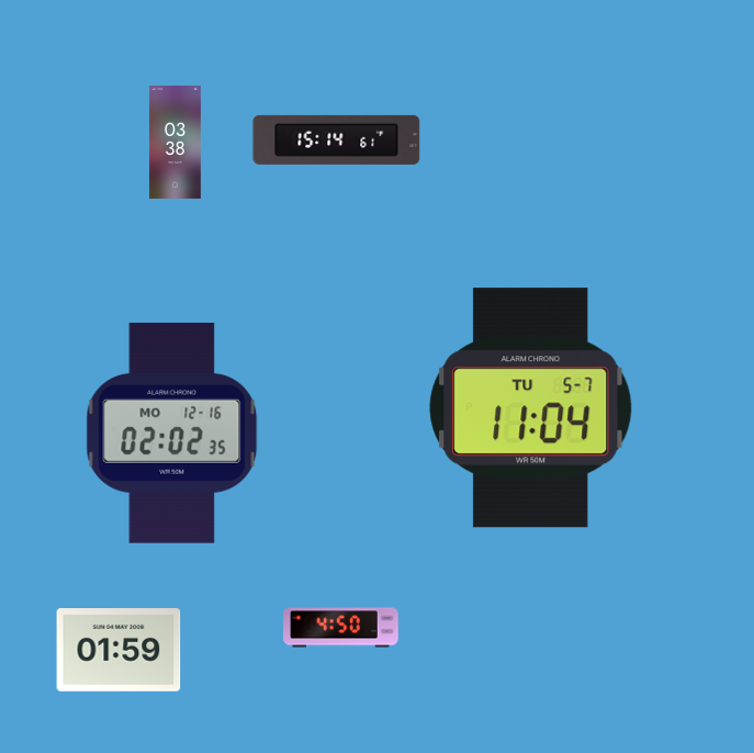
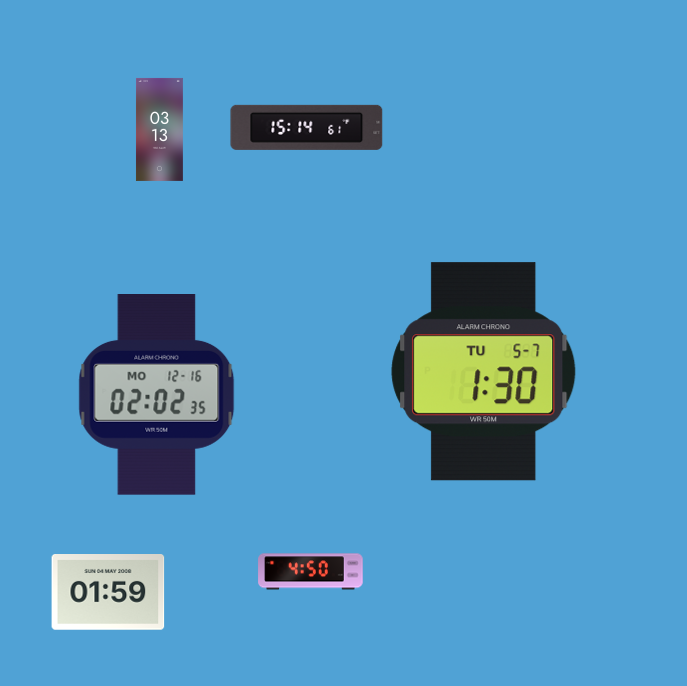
clock at (175, 142): 03:38 -> 03:13
clock at (531, 408): 11:04 -> 1:30
